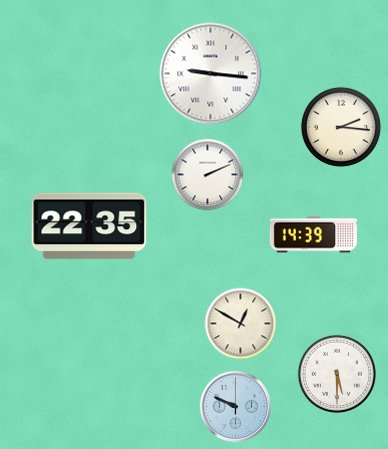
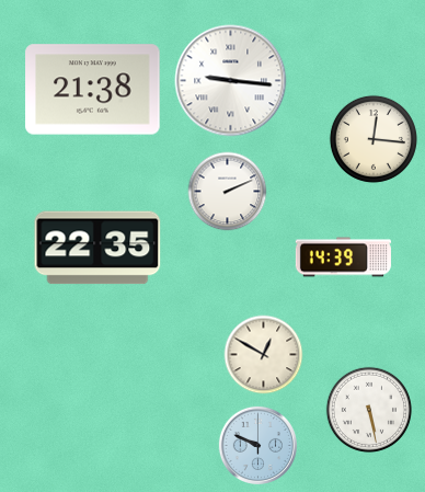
clock at (93, 90): none -> 21:38
clock at (341, 127): 2:16 -> 12:16
clock at (336, 373): 5:30 -> 5:28
